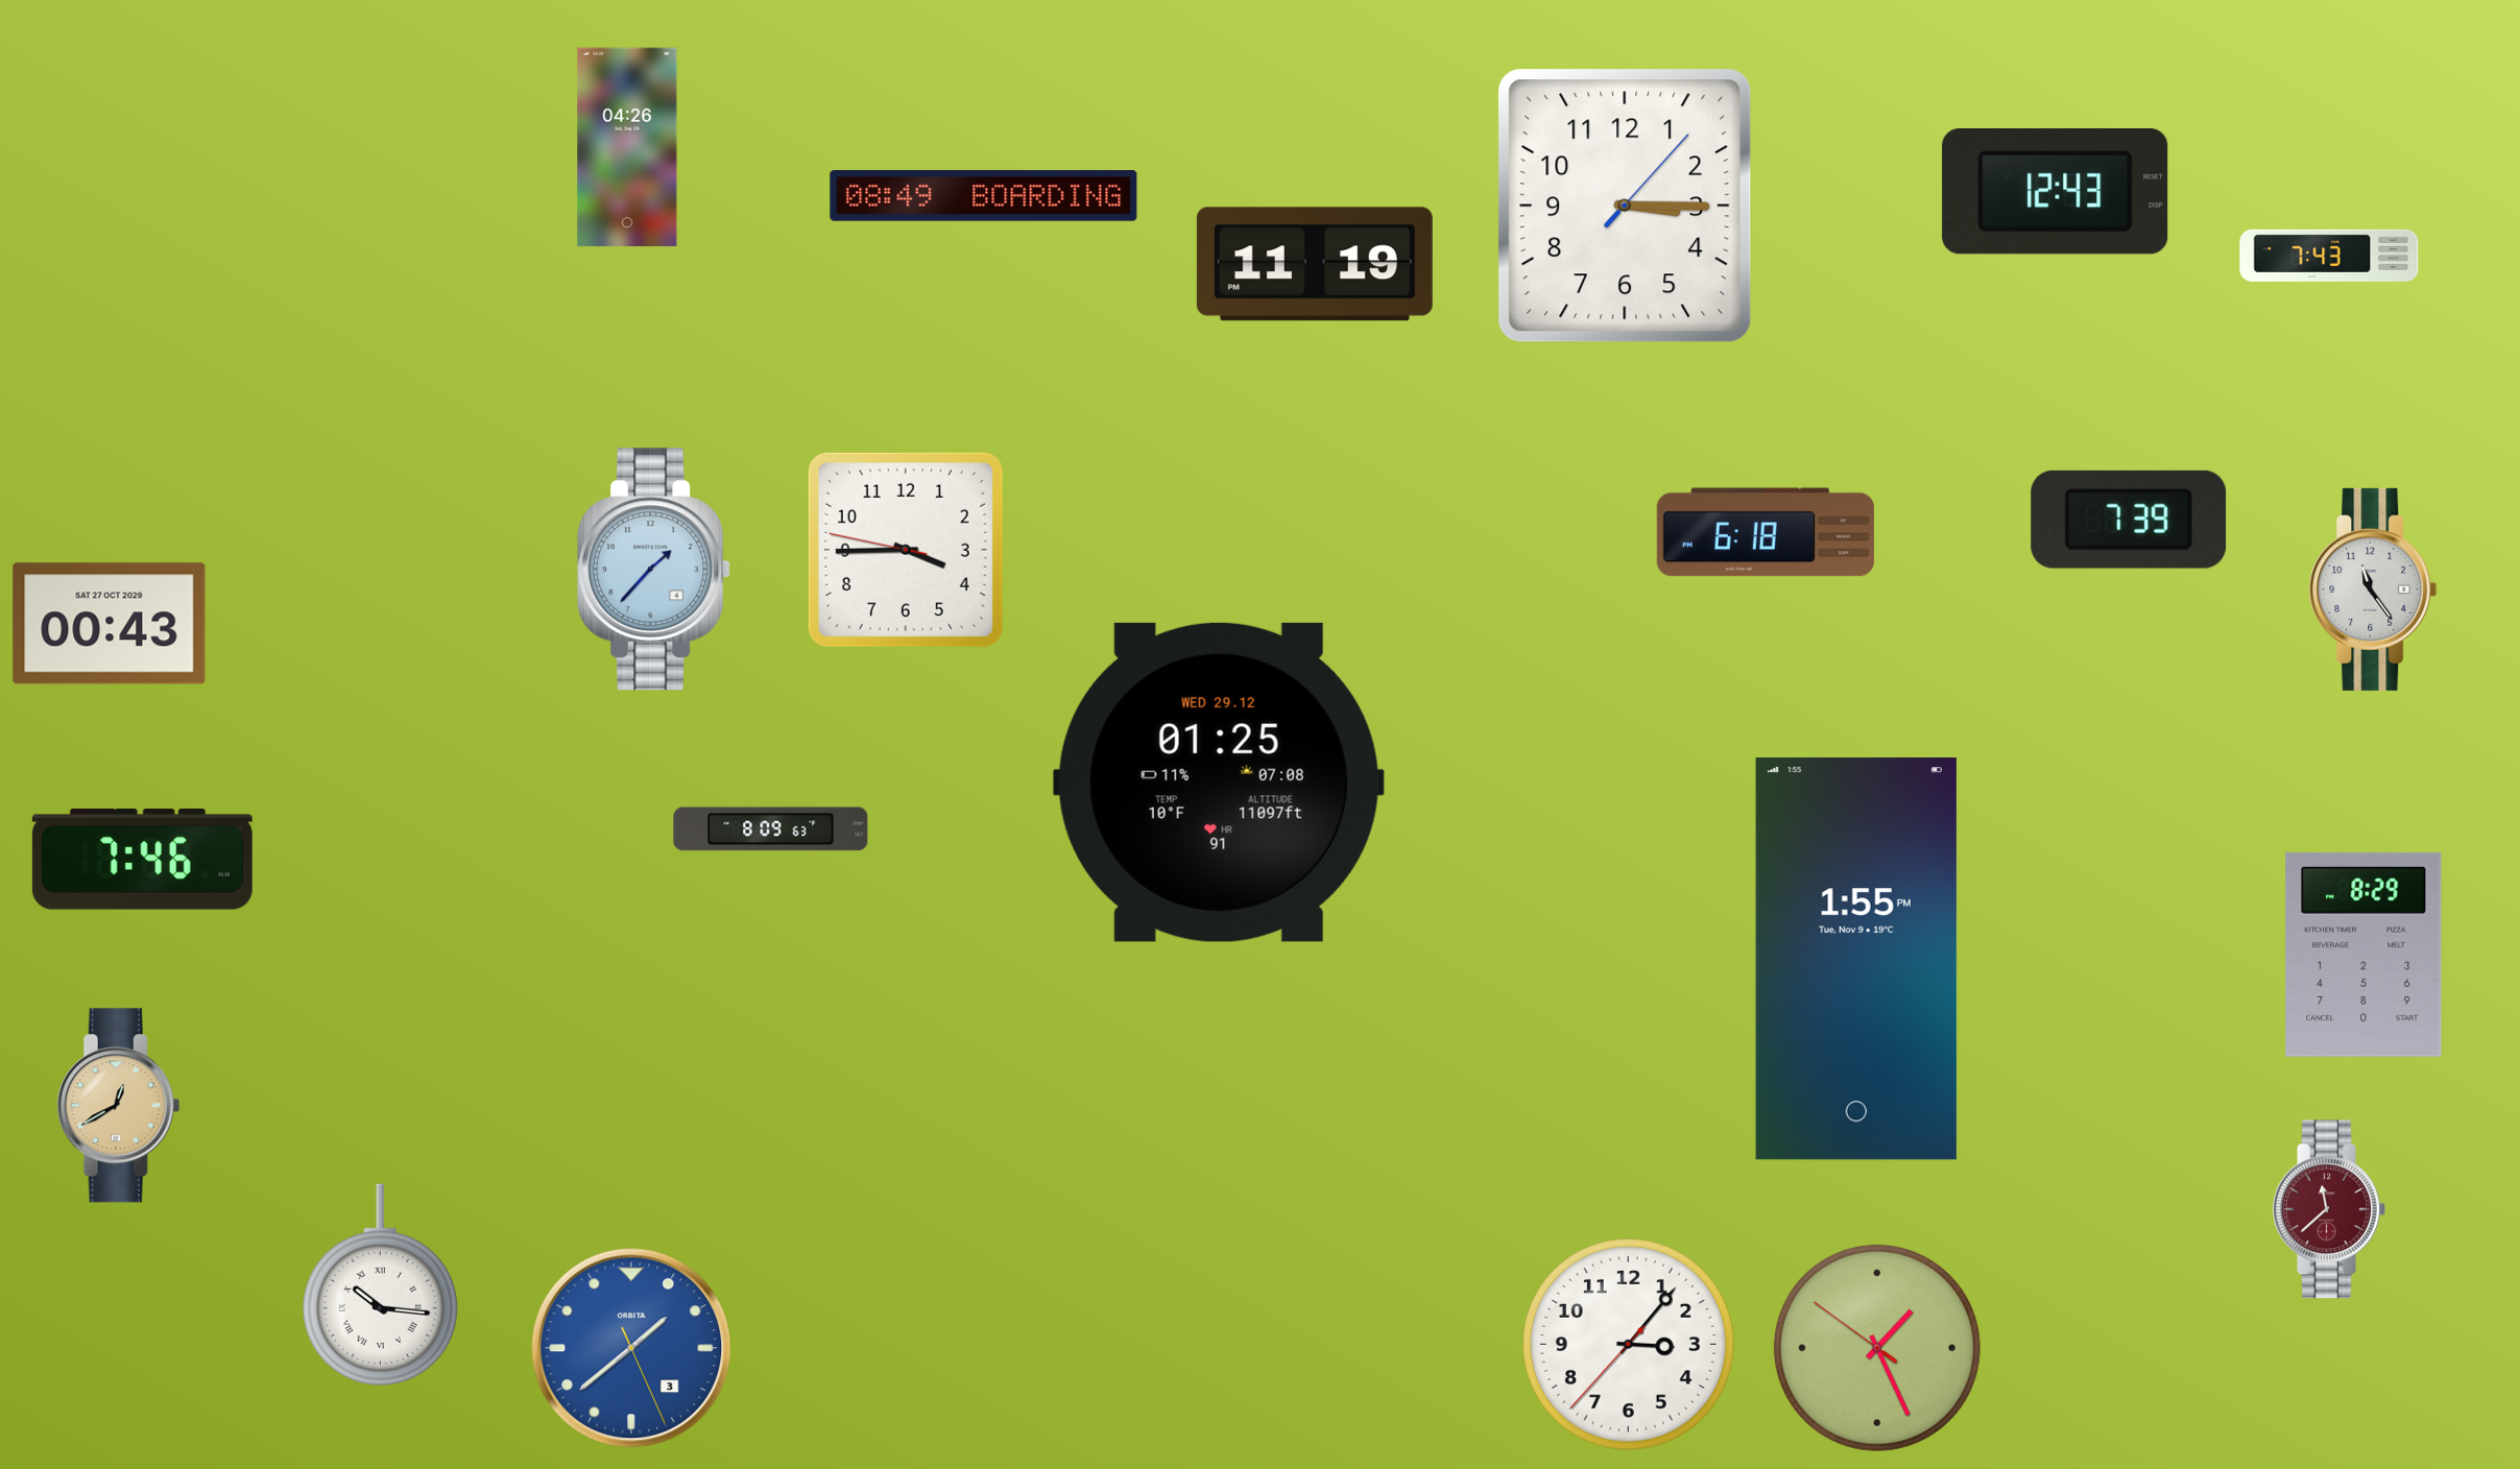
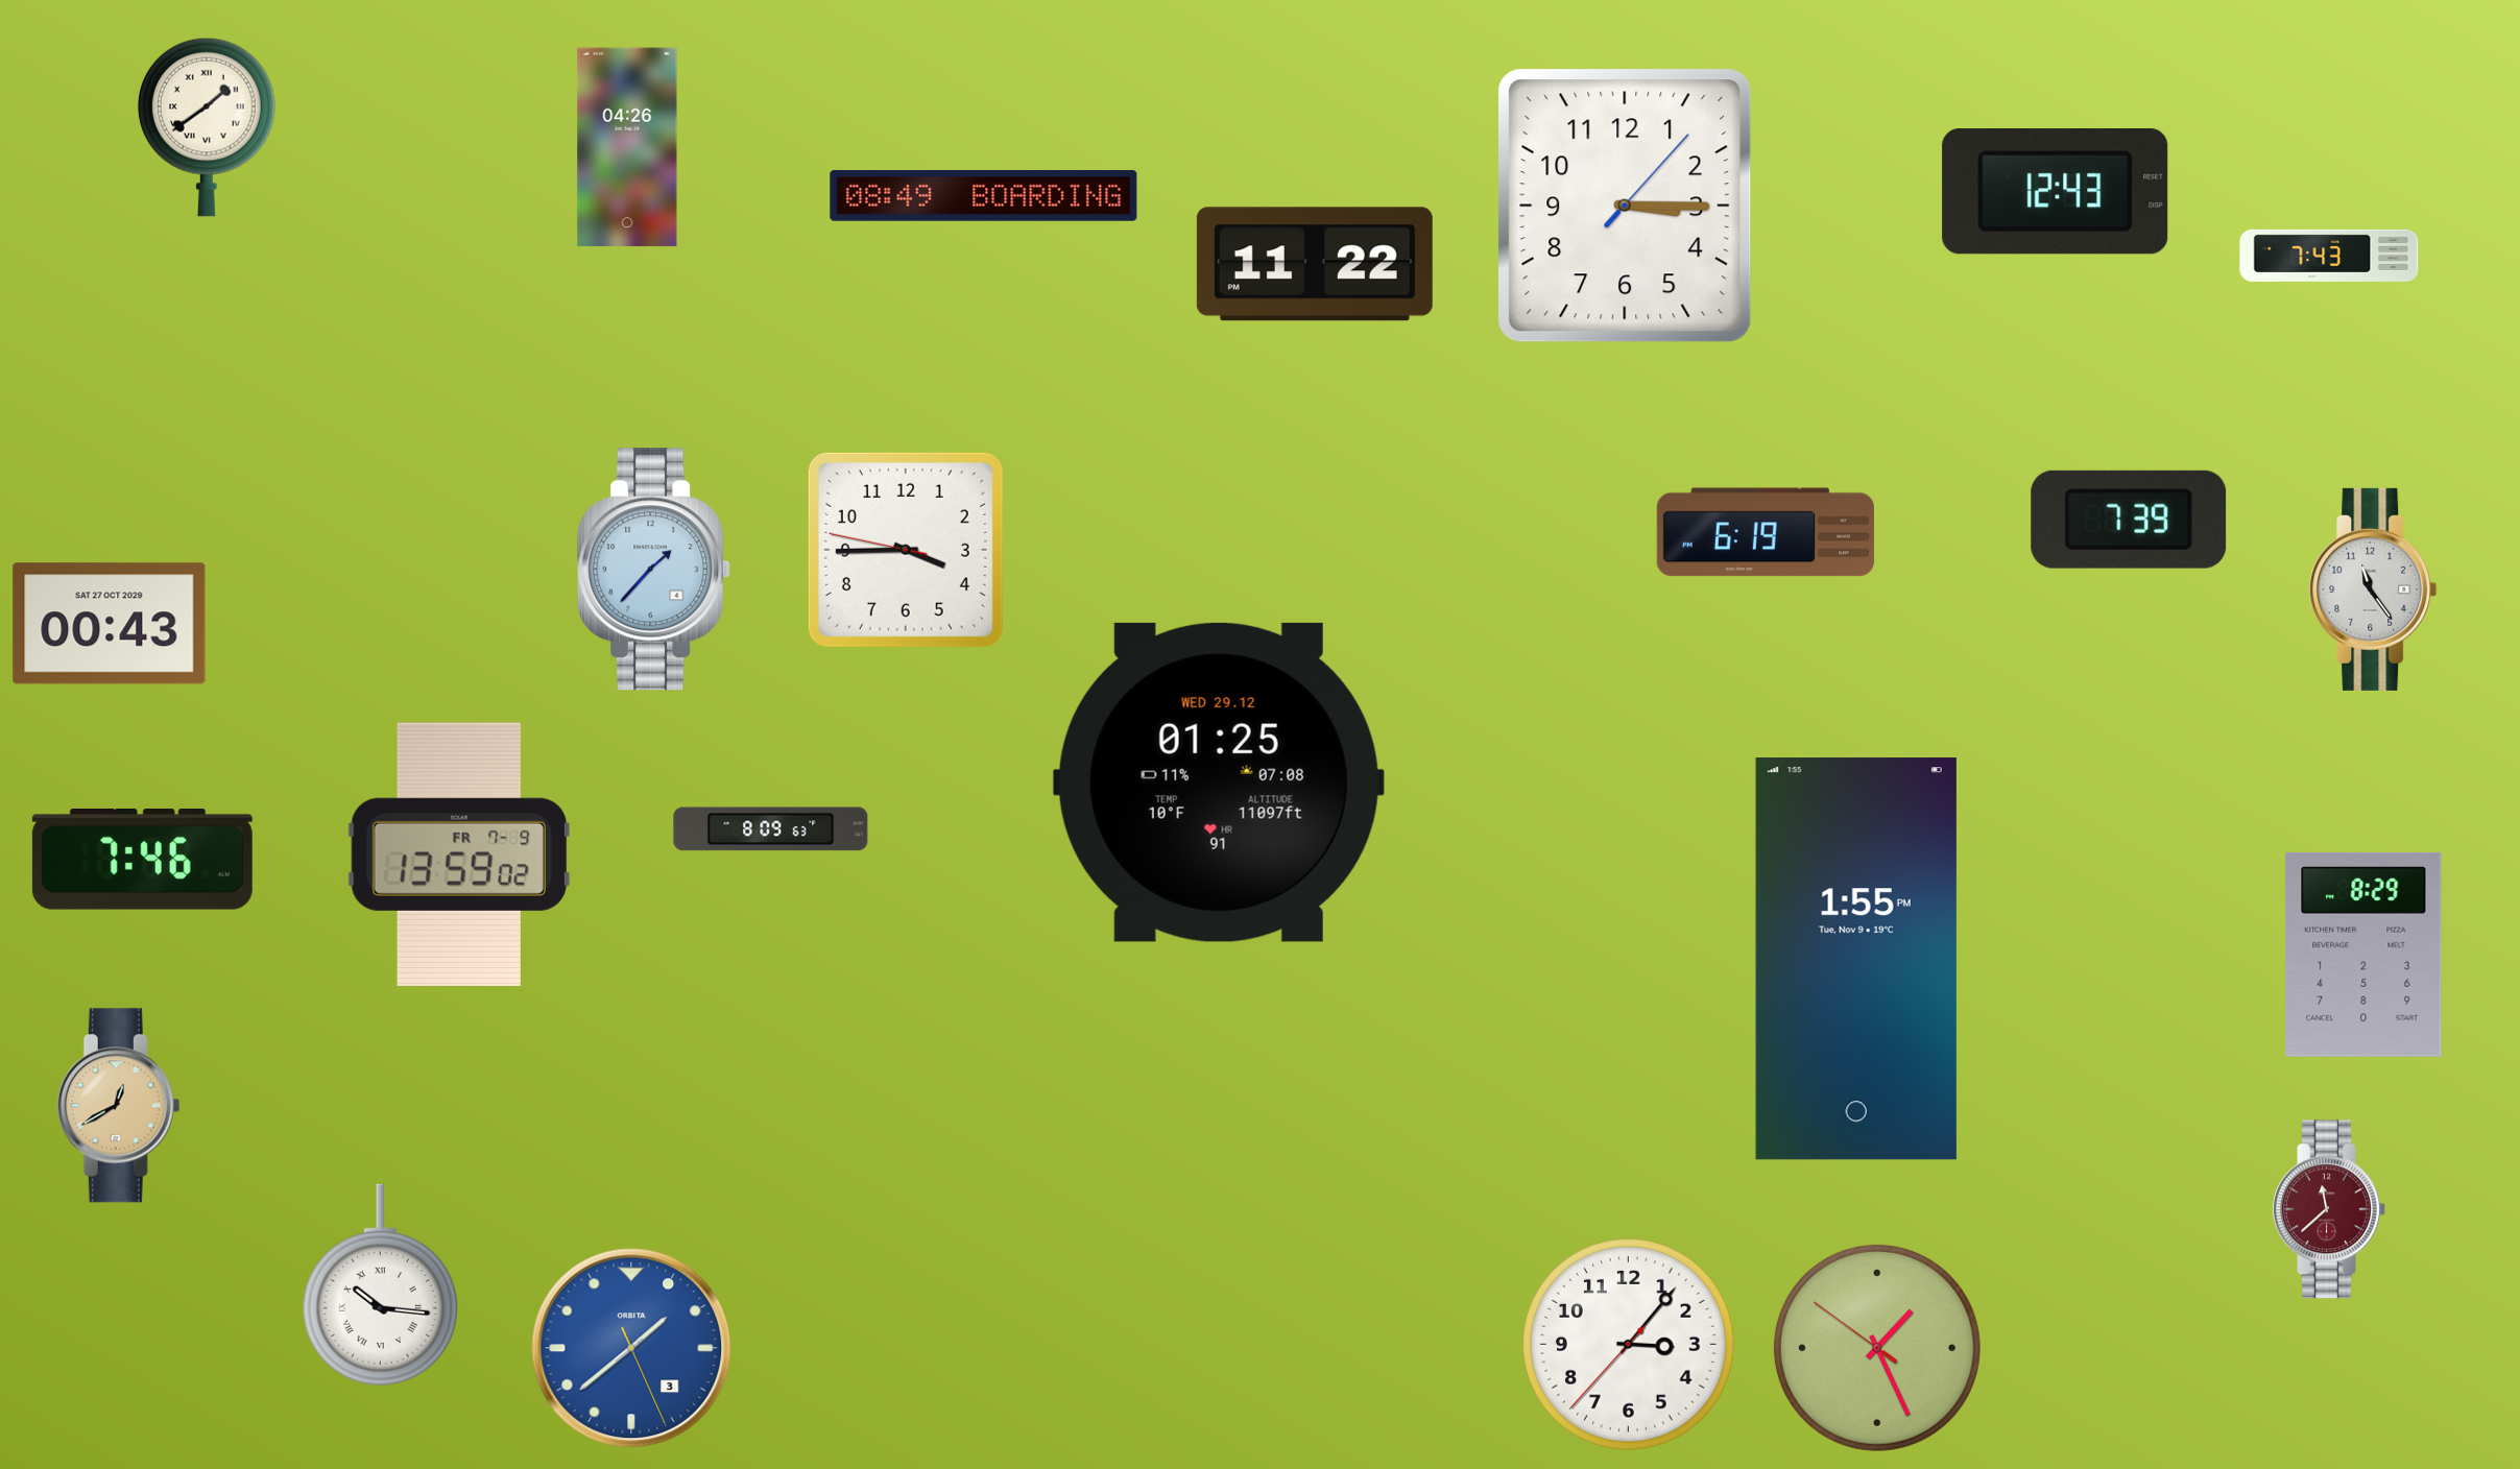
clock at (207, 127): none -> 1:39
clock at (1315, 264): 11:19 -> 11:22
clock at (1766, 532): 6:18 -> 6:19
clock at (459, 854): none -> 13:59
